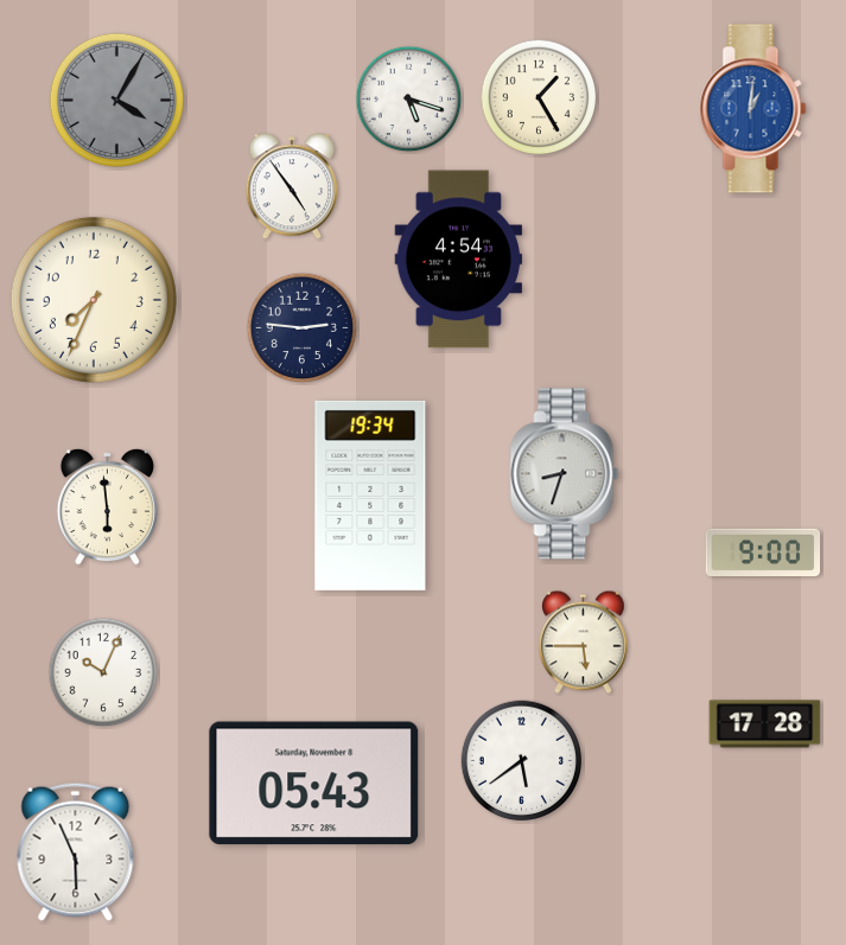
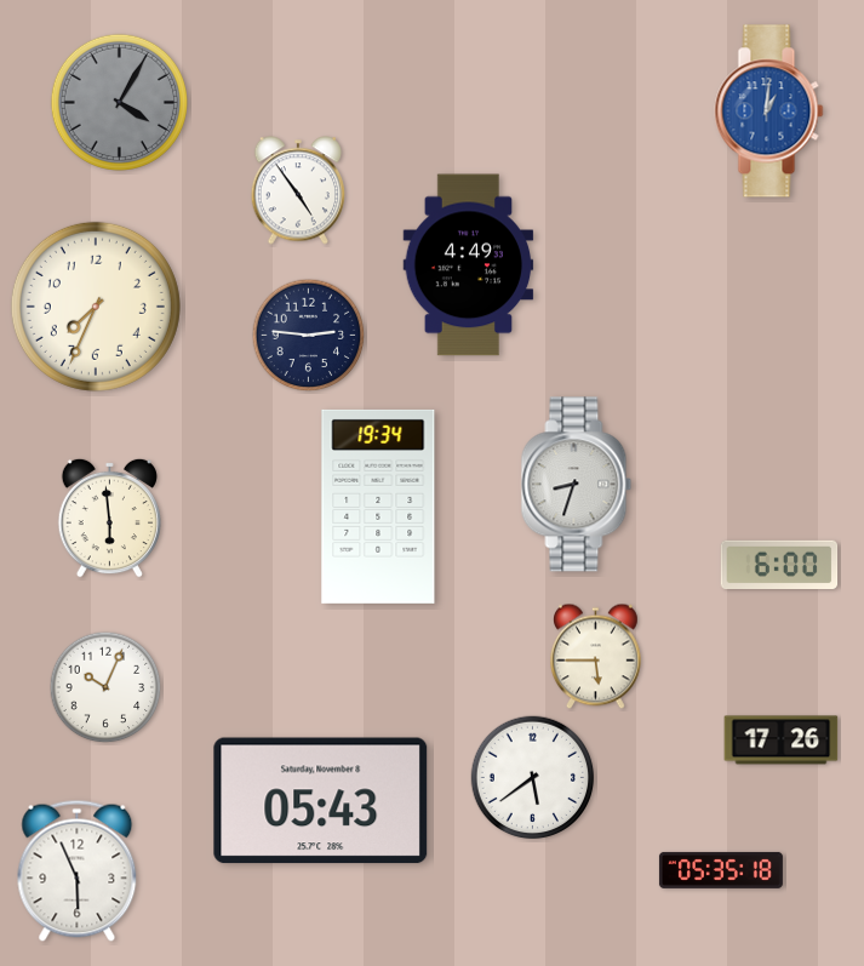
clock at (539, 97): 1:25 -> none
clock at (409, 100): 5:18 -> none
clock at (459, 260): 4:54 -> 4:49
clock at (763, 551): 9:00 -> 6:00
clock at (765, 724): 17:28 -> 17:26
clock at (721, 870): none -> 05:35
